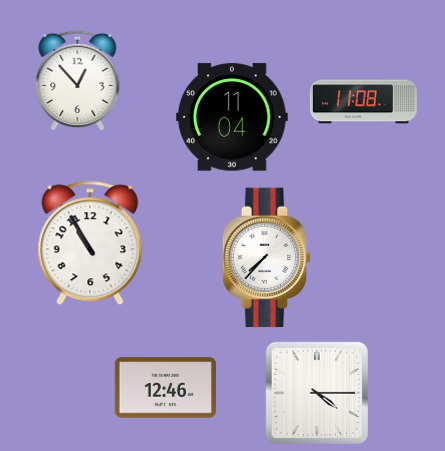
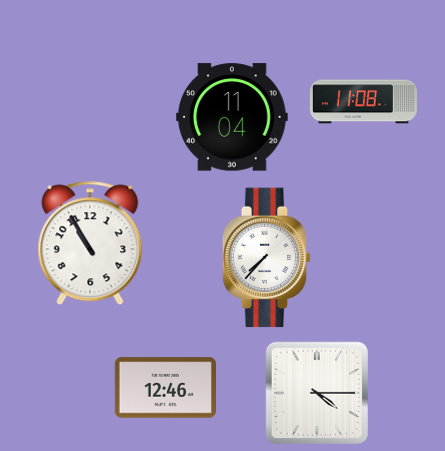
clock at (78, 80): 12:53 -> none
